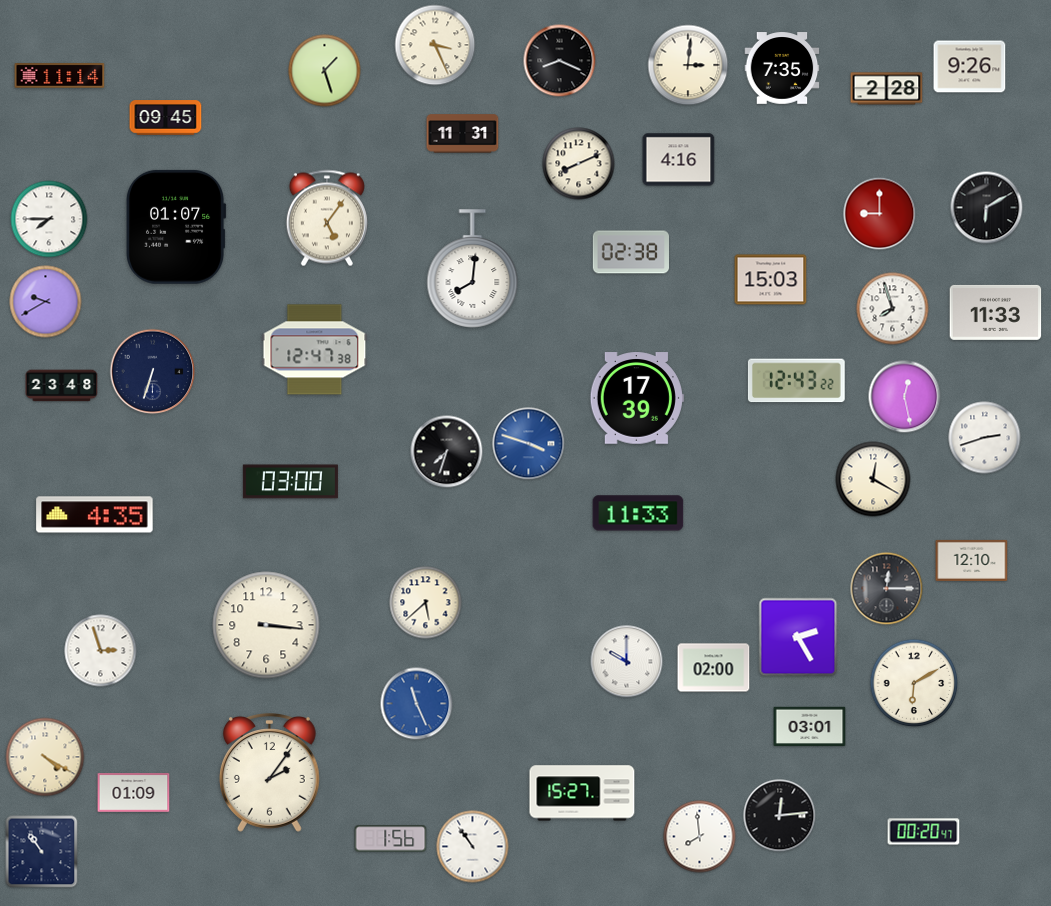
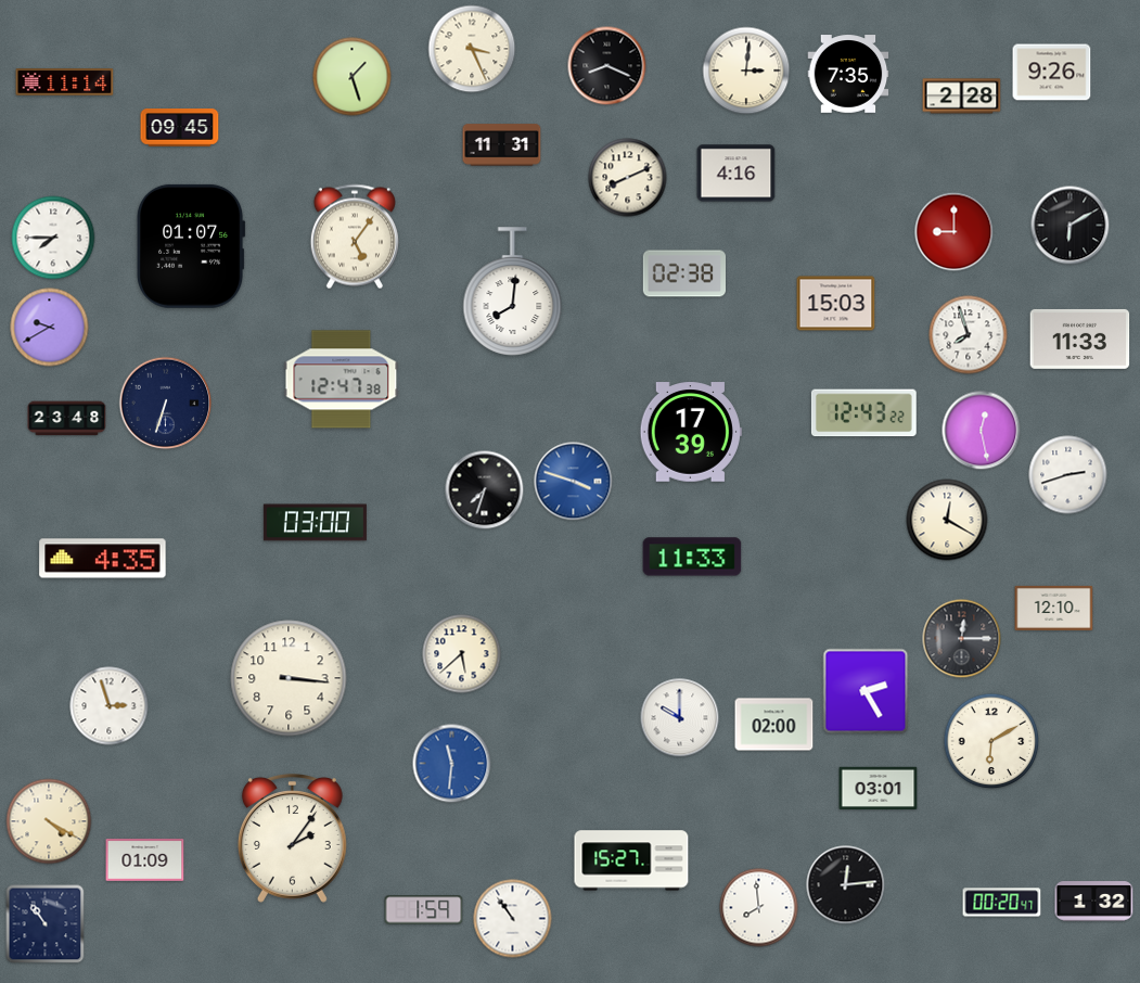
clock at (417, 704): 11:26 -> 11:31
clock at (1094, 902): none -> 1:32
clock at (391, 839): 1:56 -> 1:59
